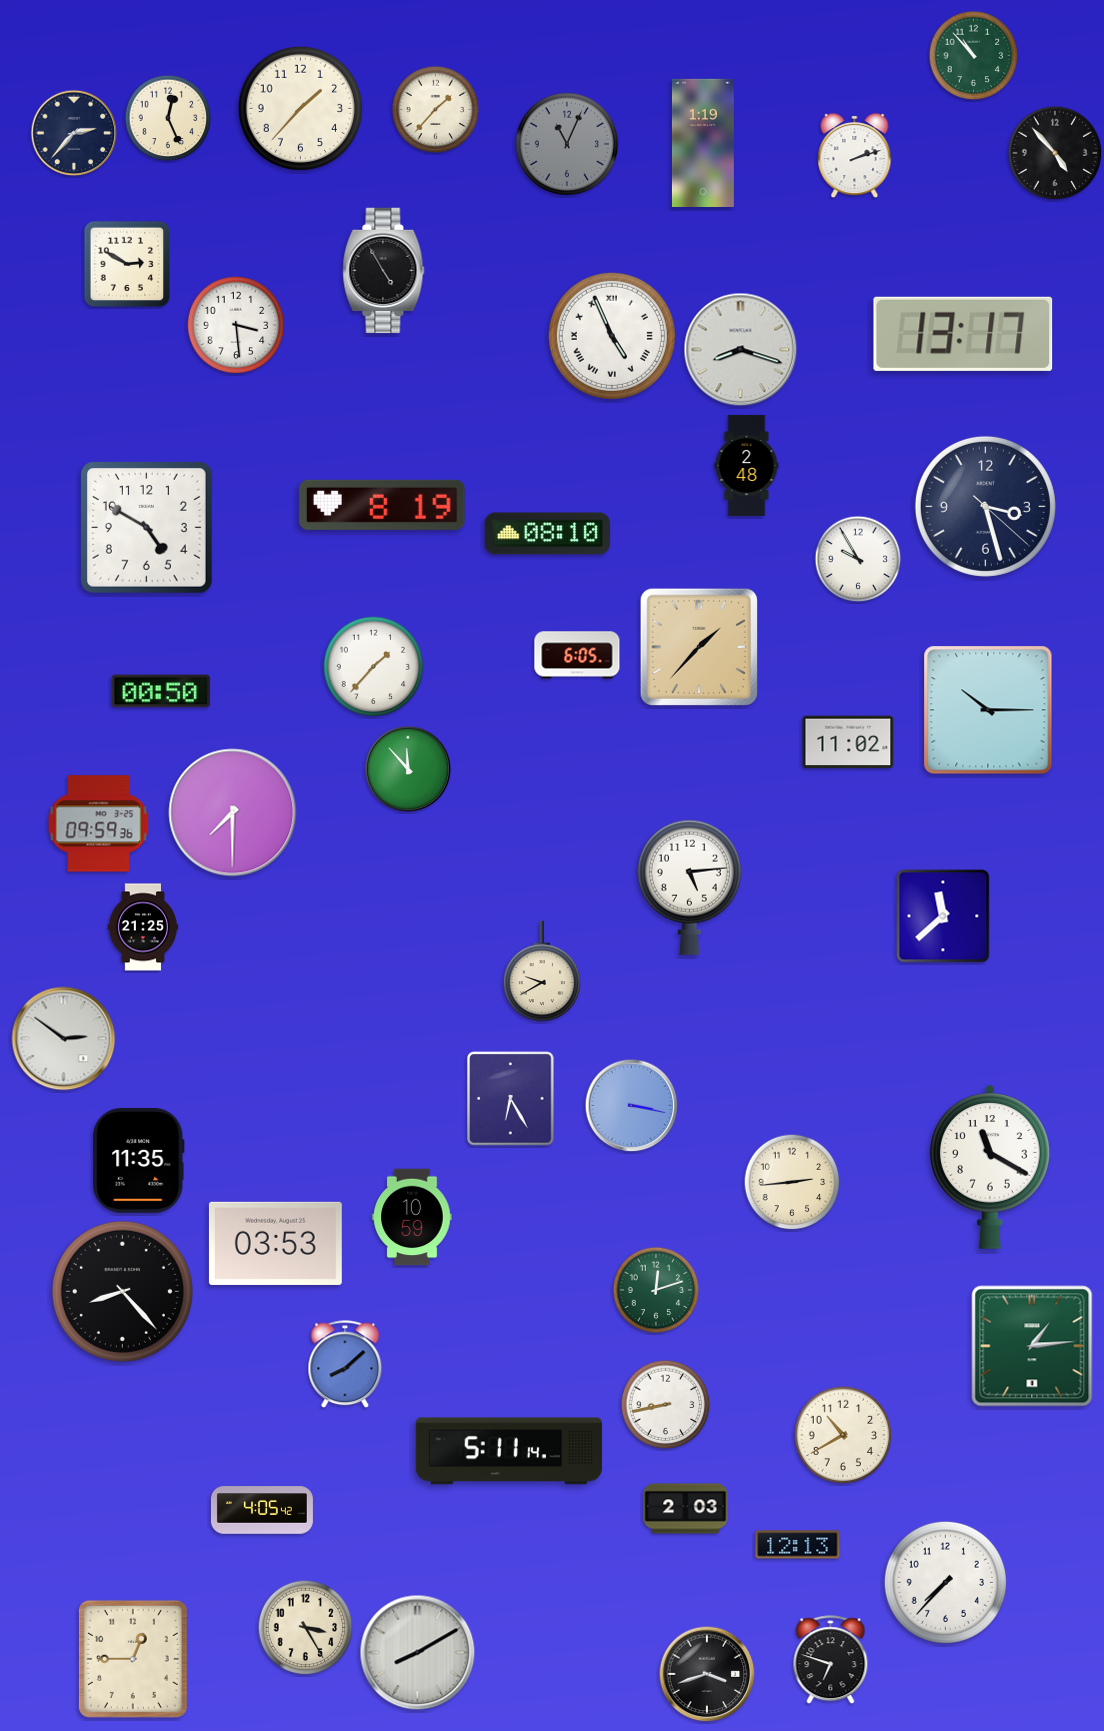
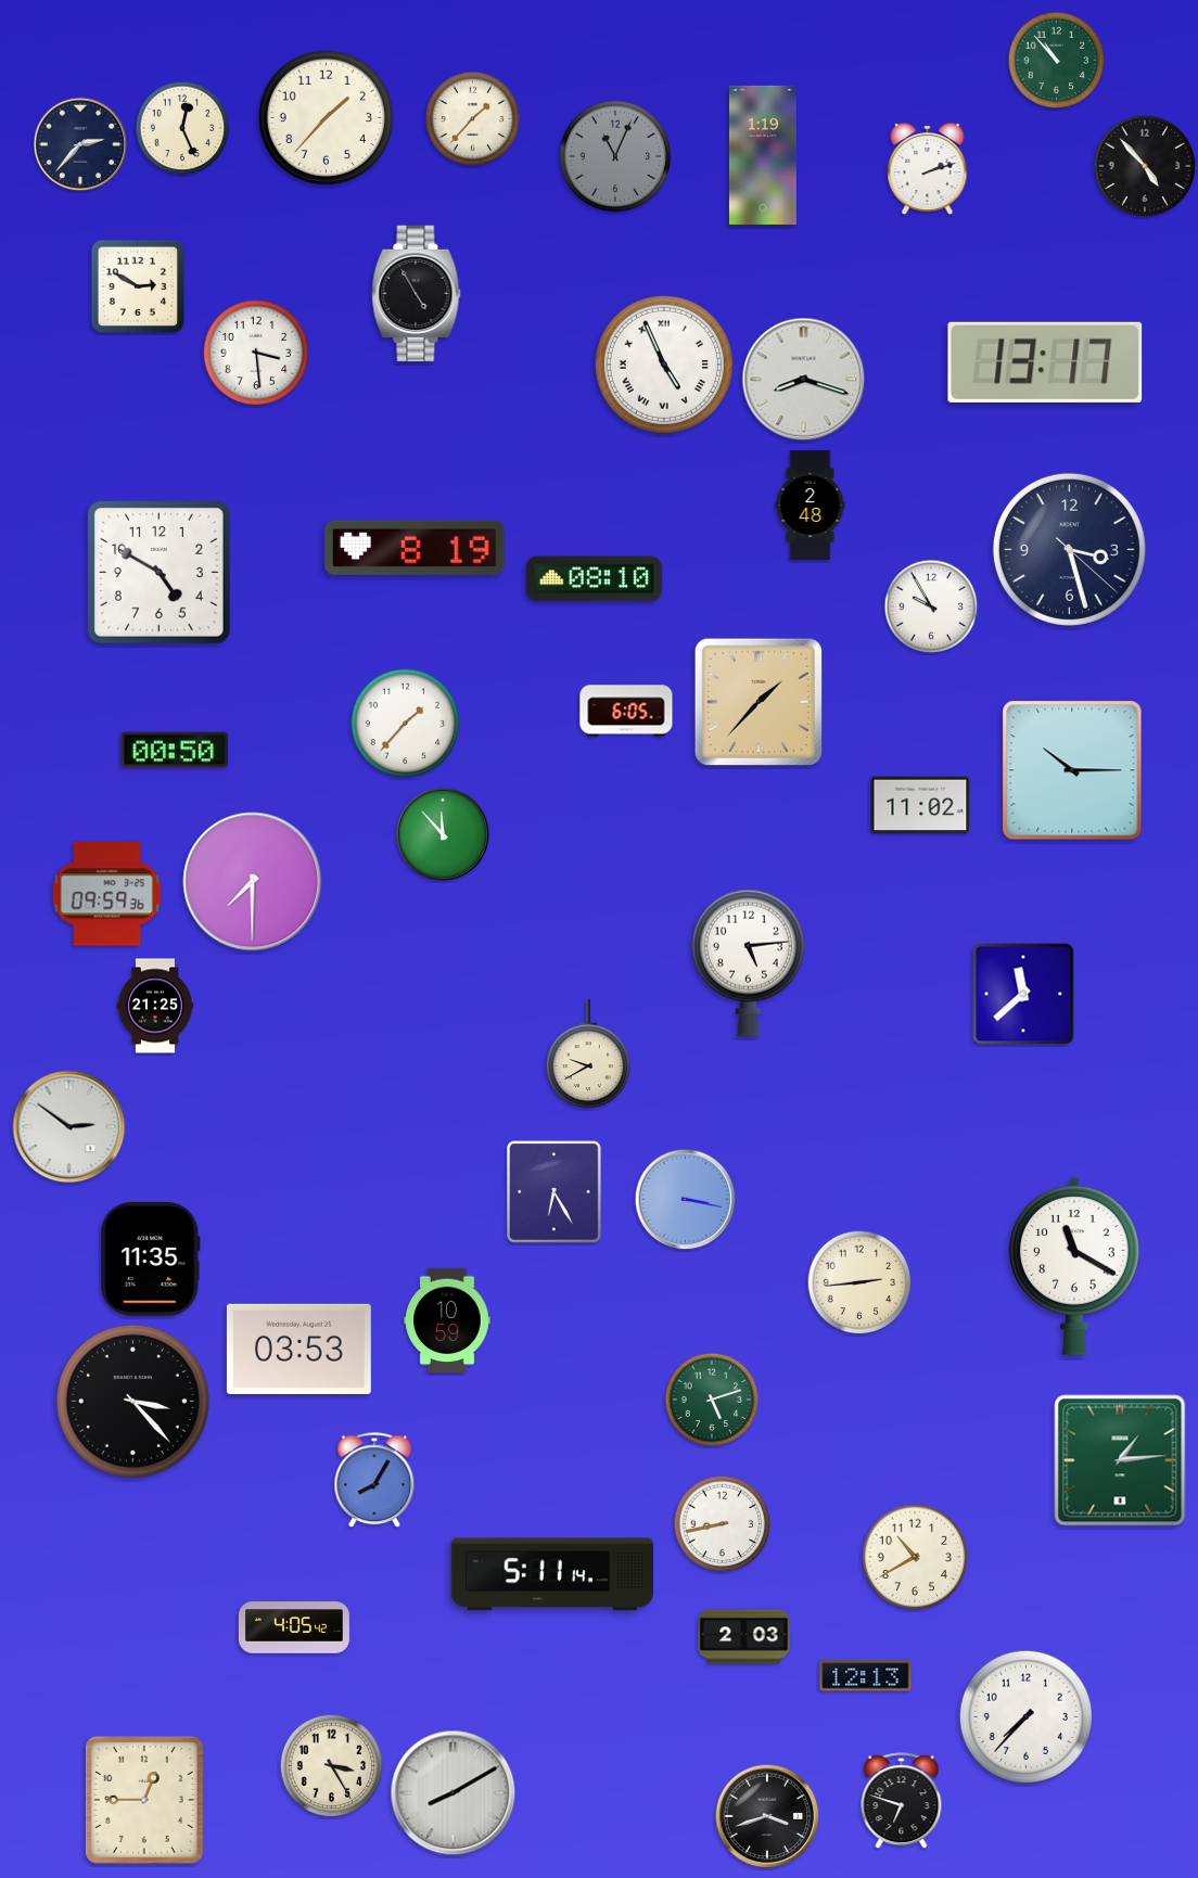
clock at (656, 1290): 12:12 -> 5:12
clock at (122, 1291): 8:23 -> 3:23
clock at (345, 1365): 8:08 -> 8:05
clock at (262, 1510) position: (262, 1510) -> (294, 1627)
